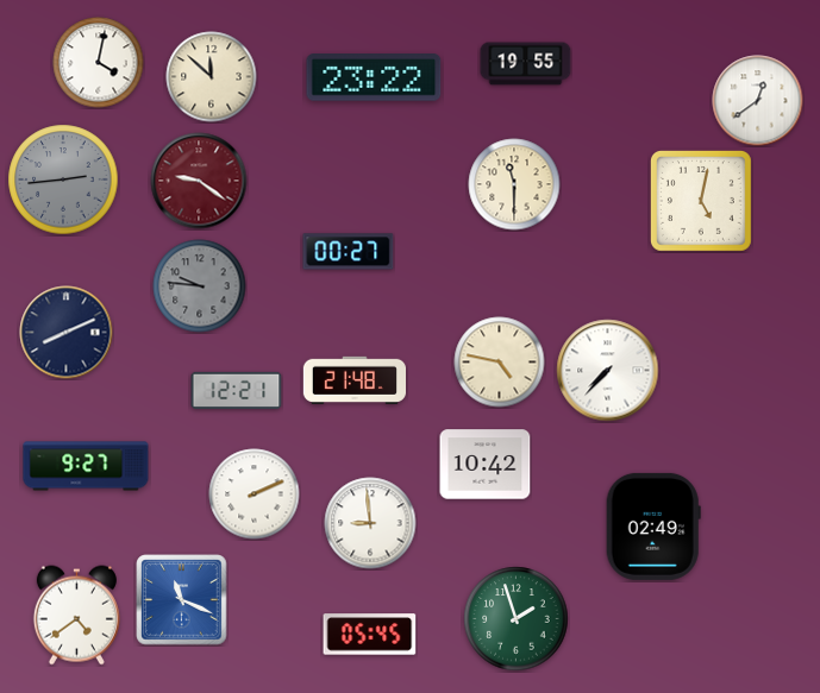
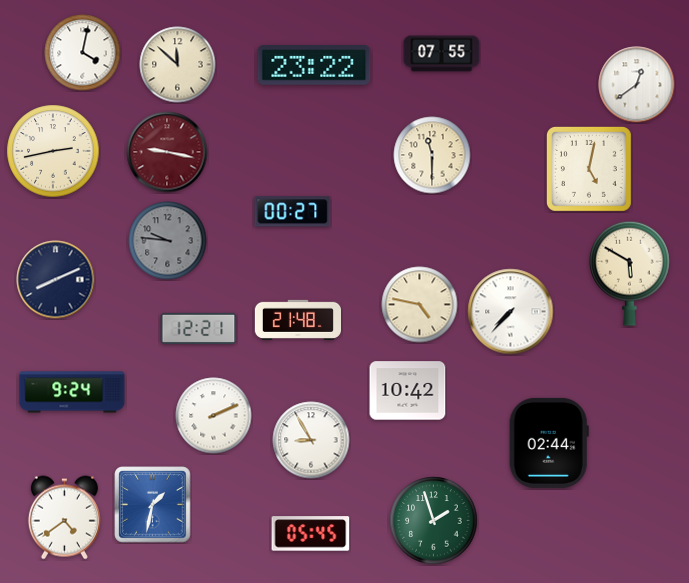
clock at (526, 64): 19:55 -> 07:55
clock at (63, 179): 2:44 -> 2:43
clock at (63, 179) dial: grey -> cream
clock at (199, 181): 9:21 -> 9:17
clock at (630, 273): none -> 5:50
clock at (86, 466): 9:27 -> 9:24
clock at (370, 523): 8:59 -> 8:55
clock at (653, 527): 02:49 -> 02:44
clock at (182, 600): 11:19 -> 1:32
